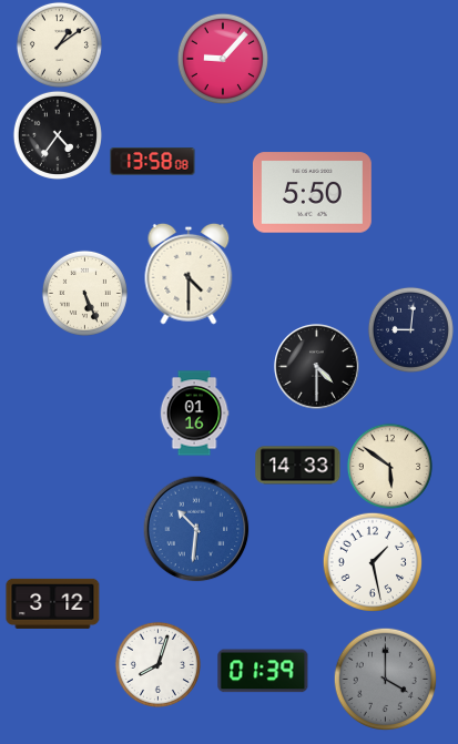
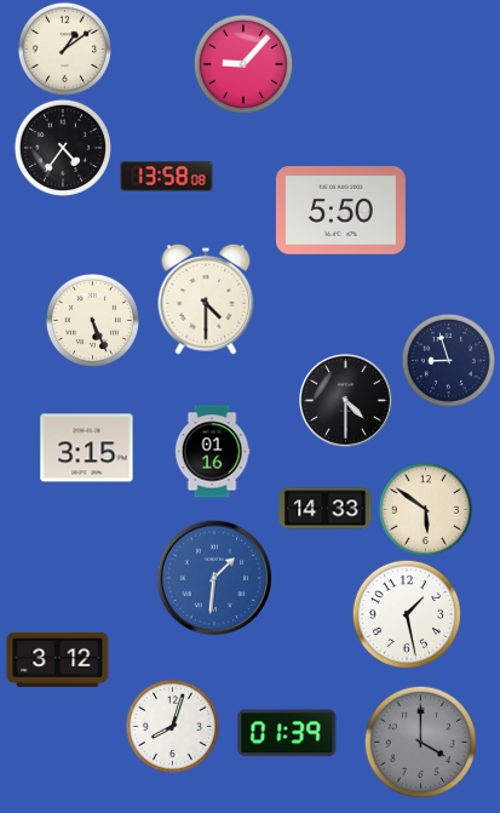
clock at (410, 329): 9:01 -> 8:57
clock at (87, 448): none -> 3:15
clock at (196, 529): 10:31 -> 1:31
